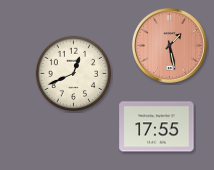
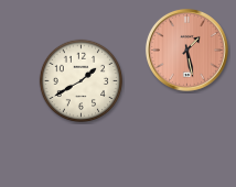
clock at (74, 74): 12:41 -> 1:40
clock at (157, 127): 17:55 -> none
